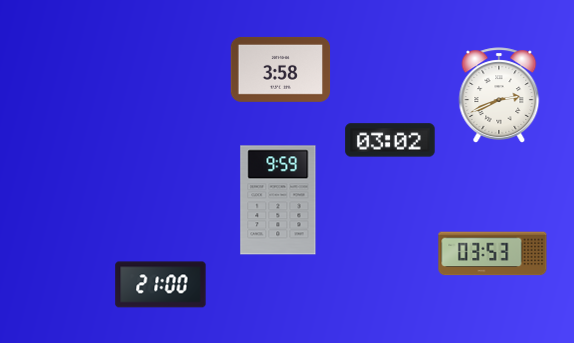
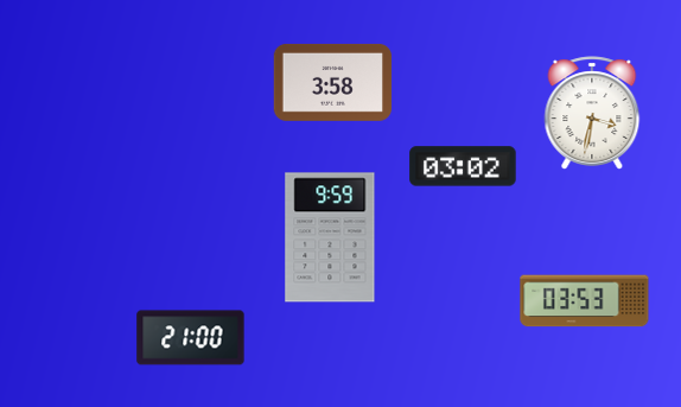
clock at (499, 95): 2:41 -> 3:32
